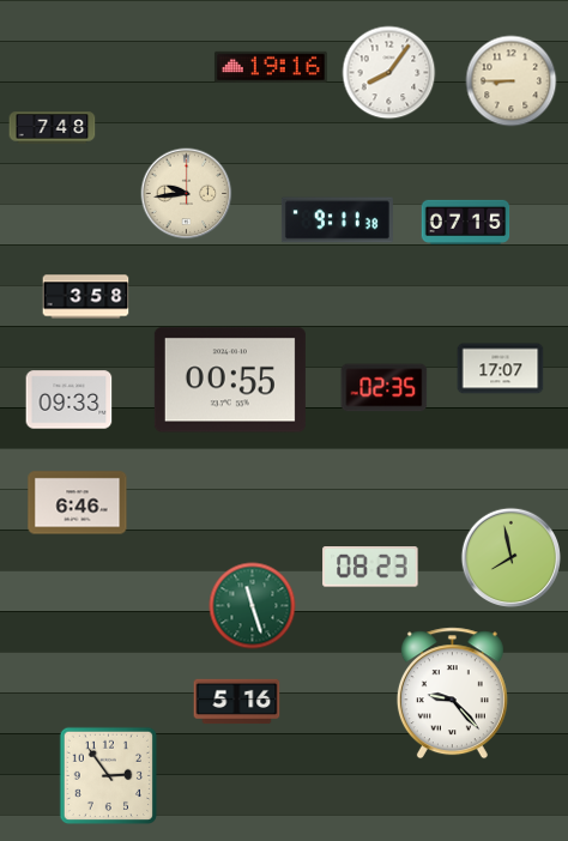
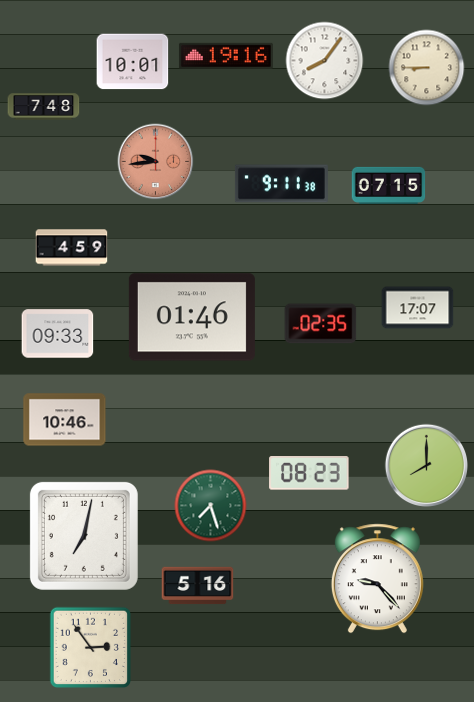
clock at (133, 62): none -> 10:01
clock at (187, 194) dial: cream -> salmon
clock at (86, 297): 3:58 -> 4:59
clock at (230, 380): 00:55 -> 01:46
clock at (78, 503): 6:46 -> 10:46
clock at (510, 557): 7:58 -> 8:00
clock at (253, 606): 11:27 -> 7:27
clock at (84, 536): none -> 7:02
